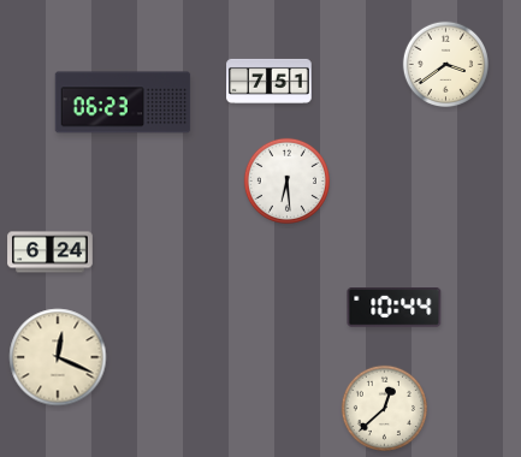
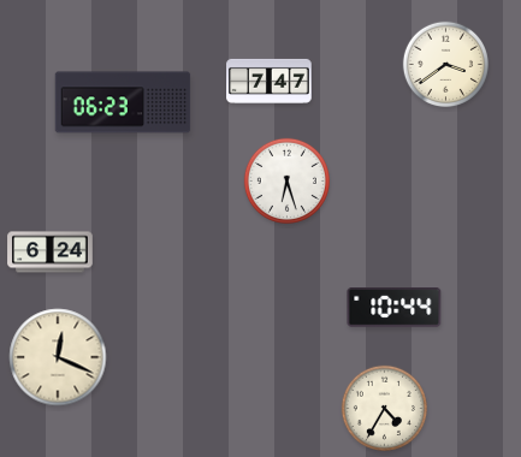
clock at (270, 81): 7:51 -> 7:47
clock at (286, 180): 6:29 -> 6:27
clock at (384, 408): 12:38 -> 4:35
